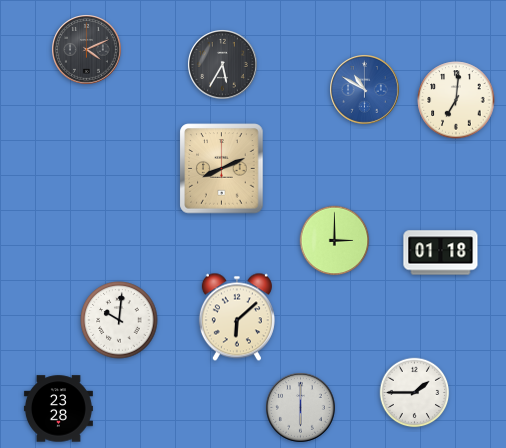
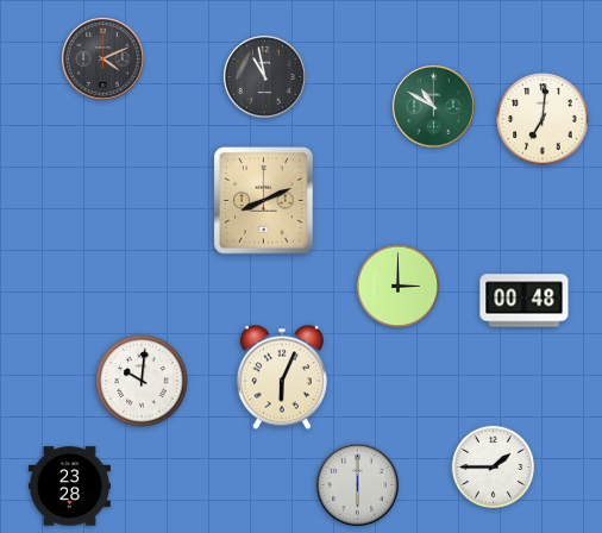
clock at (223, 65): 5:35 -> 10:58
clock at (365, 90) dial: blue -> green
clock at (441, 253): 01:18 -> 00:48
clock at (237, 317): 6:08 -> 6:04
